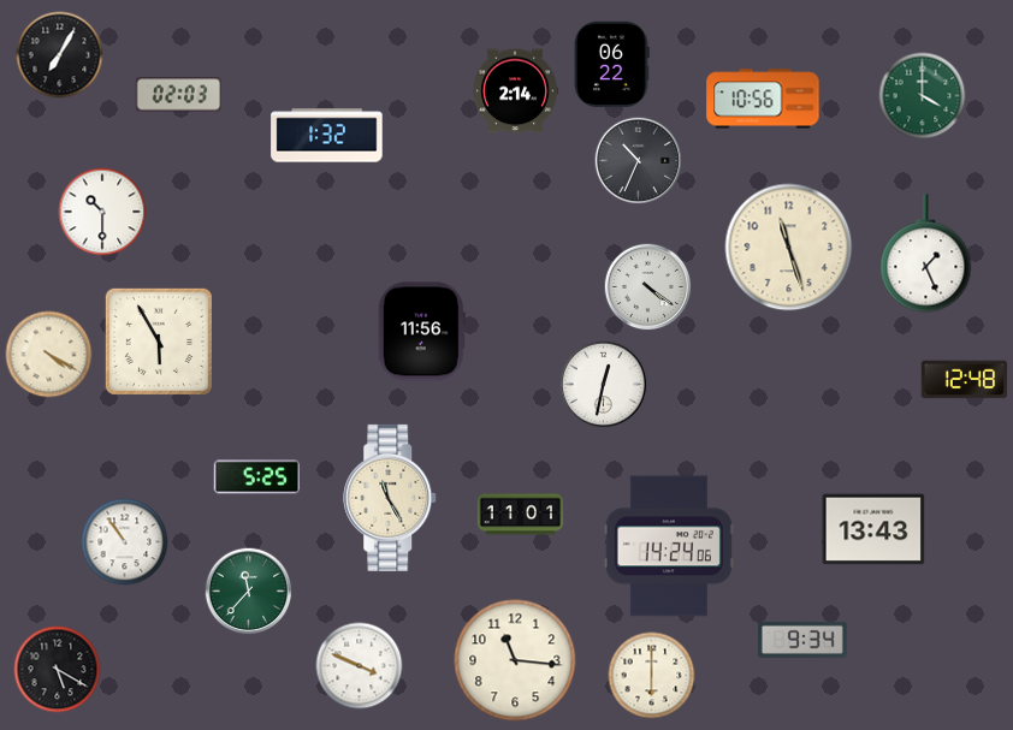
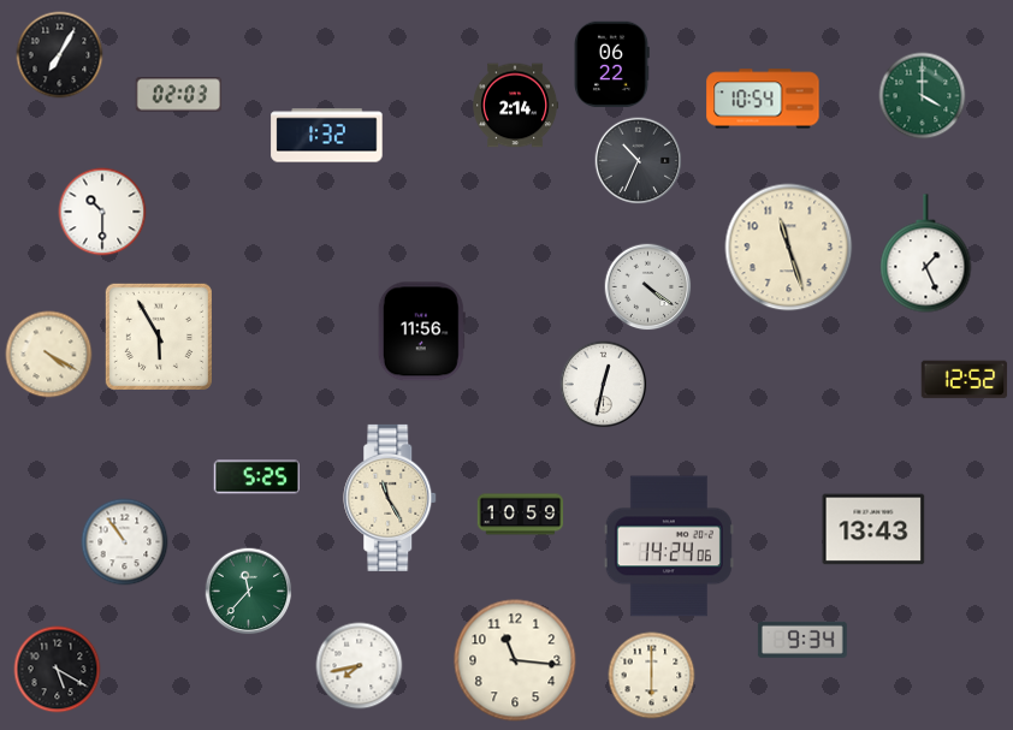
clock at (516, 91) position: (516, 91) -> (516, 106)
clock at (763, 99): 10:56 -> 10:54
clock at (159, 342) position: (159, 342) -> (159, 337)
clock at (965, 380): 12:48 -> 12:52
clock at (521, 515): 11:01 -> 10:59
clock at (360, 666): 3:49 -> 7:43
